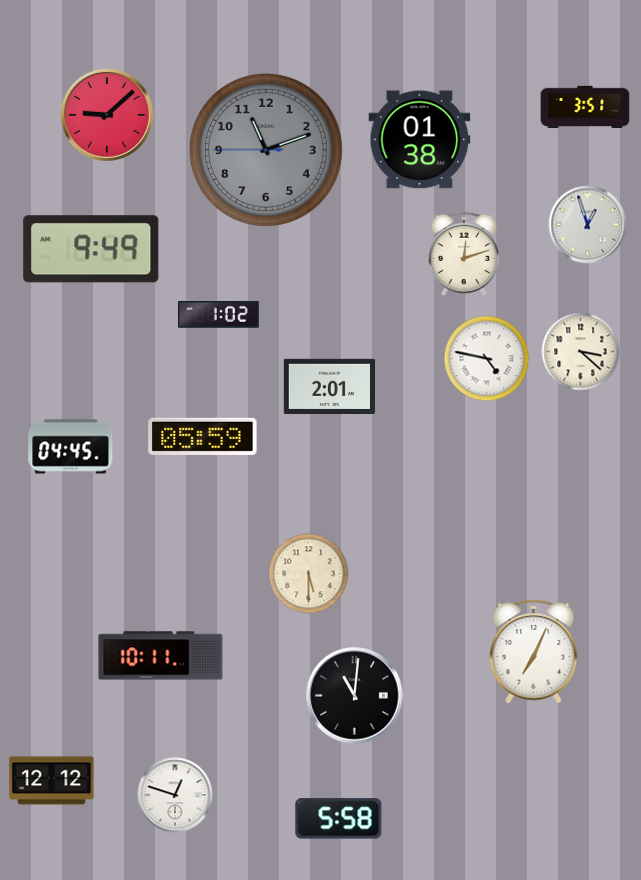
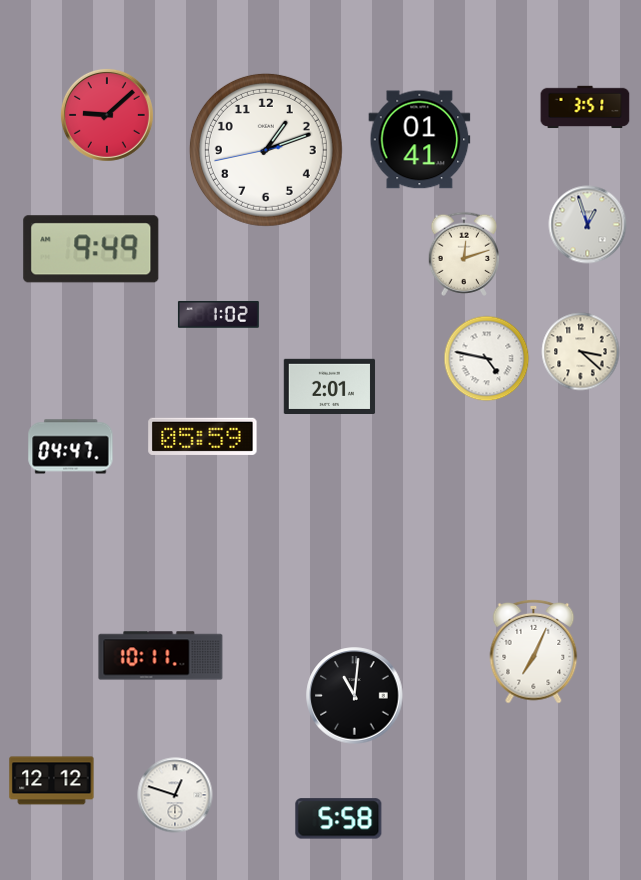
clock at (420, 140): 01:38 -> 01:41
clock at (266, 150): 11:11 -> 1:11
clock at (266, 150) dial: grey -> white
clock at (71, 447): 04:45 -> 04:47
clock at (309, 574): 5:30 -> none
